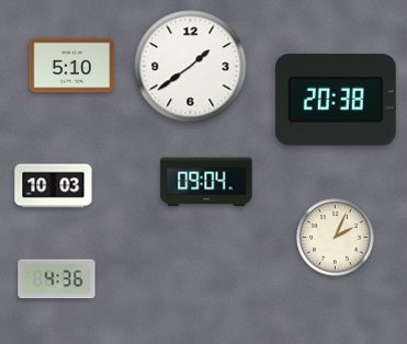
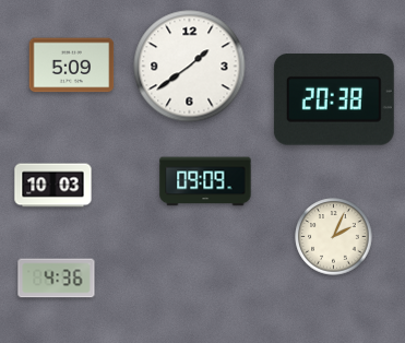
clock at (72, 66): 5:10 -> 5:09
clock at (206, 182): 09:04 -> 09:09
